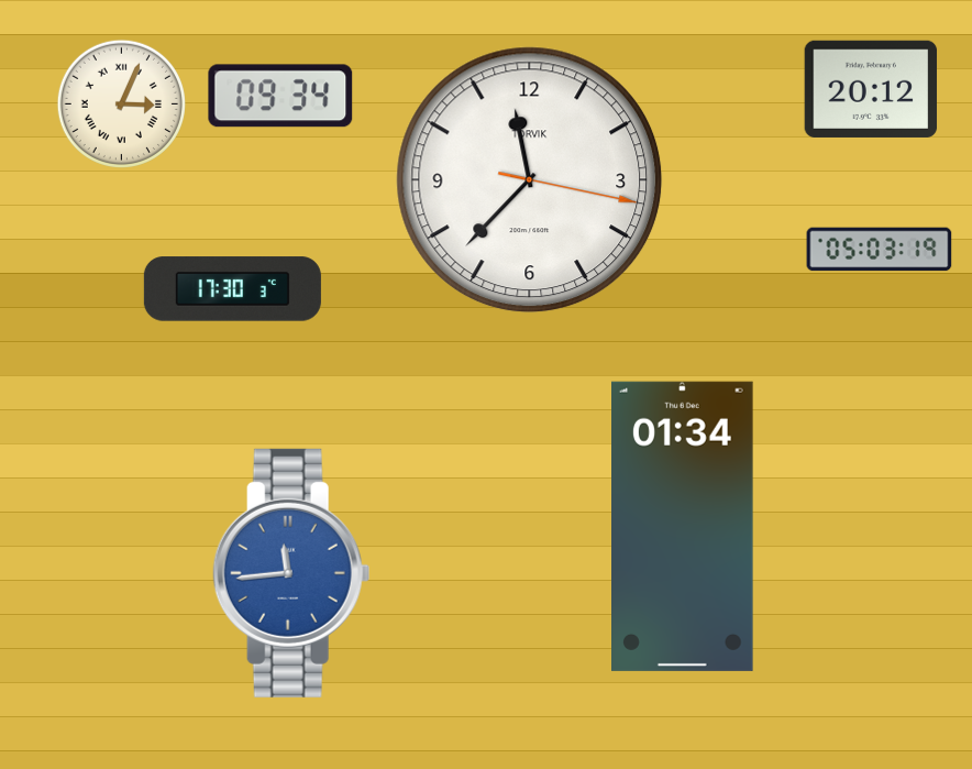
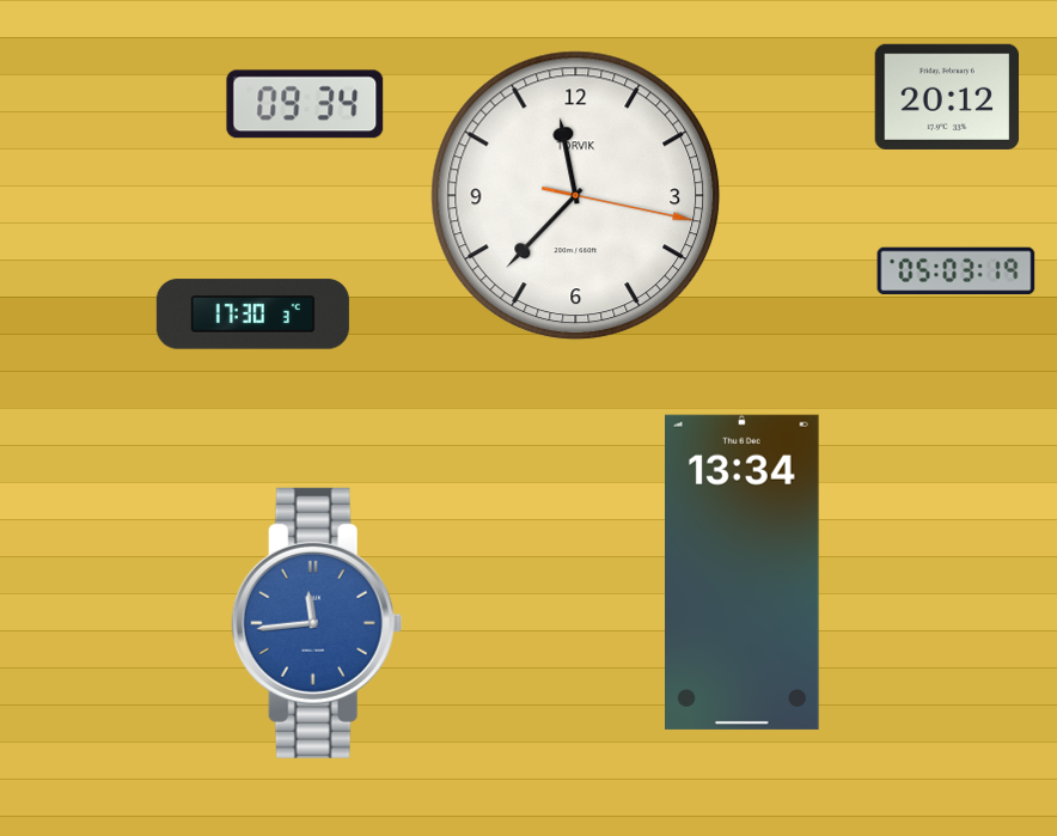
clock at (121, 103): 3:04 -> none
clock at (683, 526): 01:34 -> 13:34
